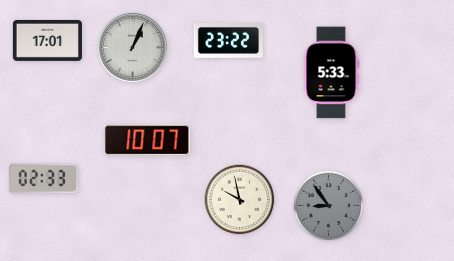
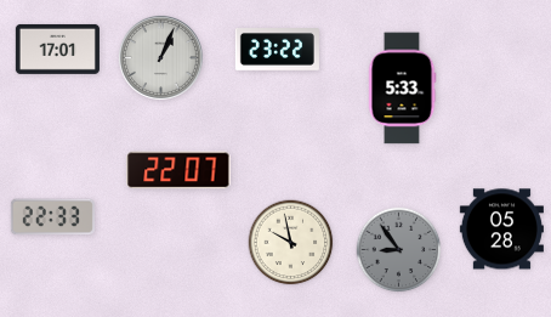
clock at (147, 140): 10:07 -> 22:07
clock at (43, 179): 02:33 -> 22:33
clock at (501, 230): none -> 05:28
